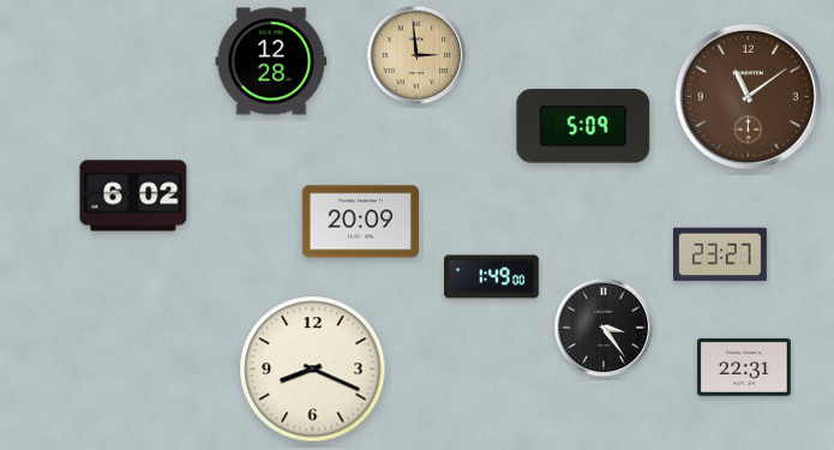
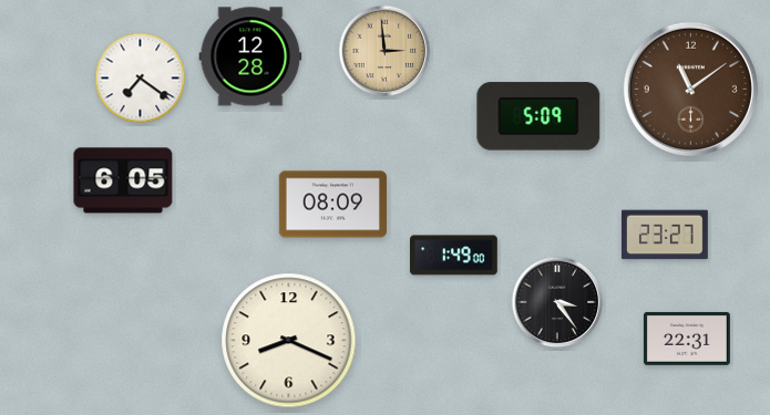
clock at (141, 79): none -> 7:21
clock at (133, 196): 6:02 -> 6:05
clock at (360, 222): 20:09 -> 08:09
